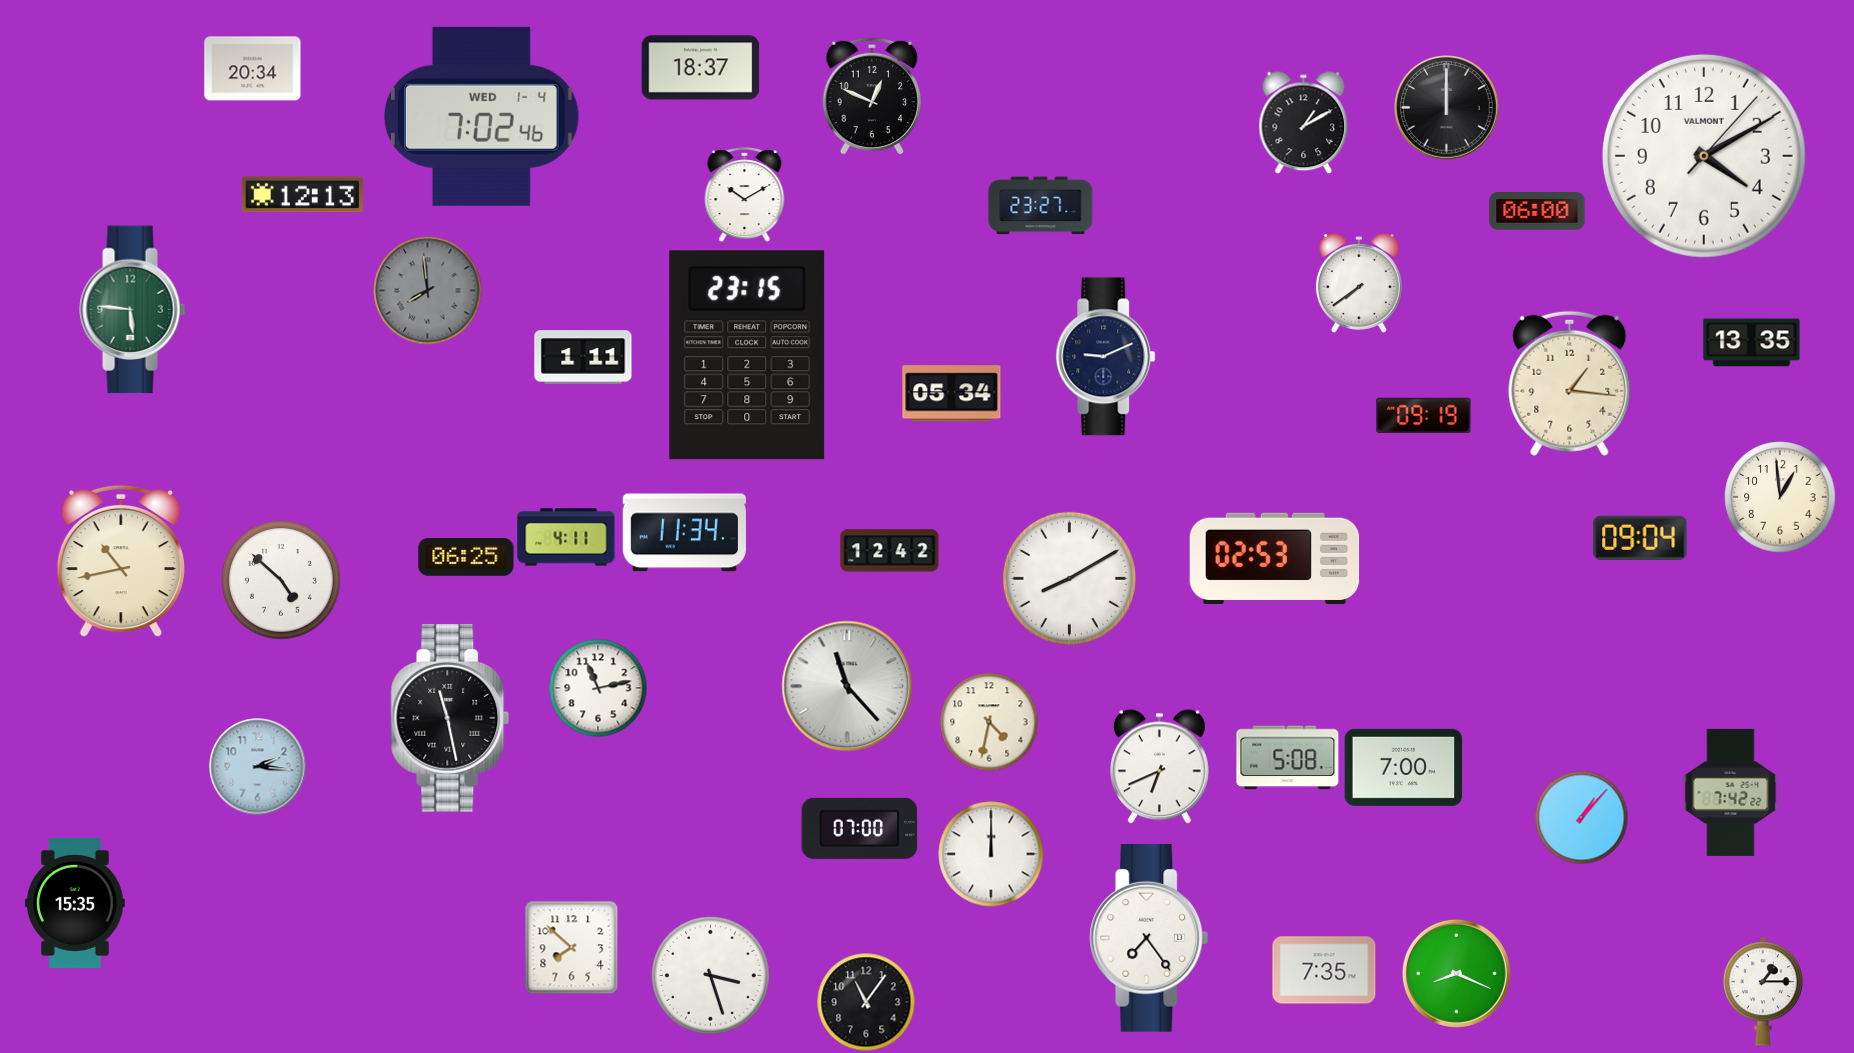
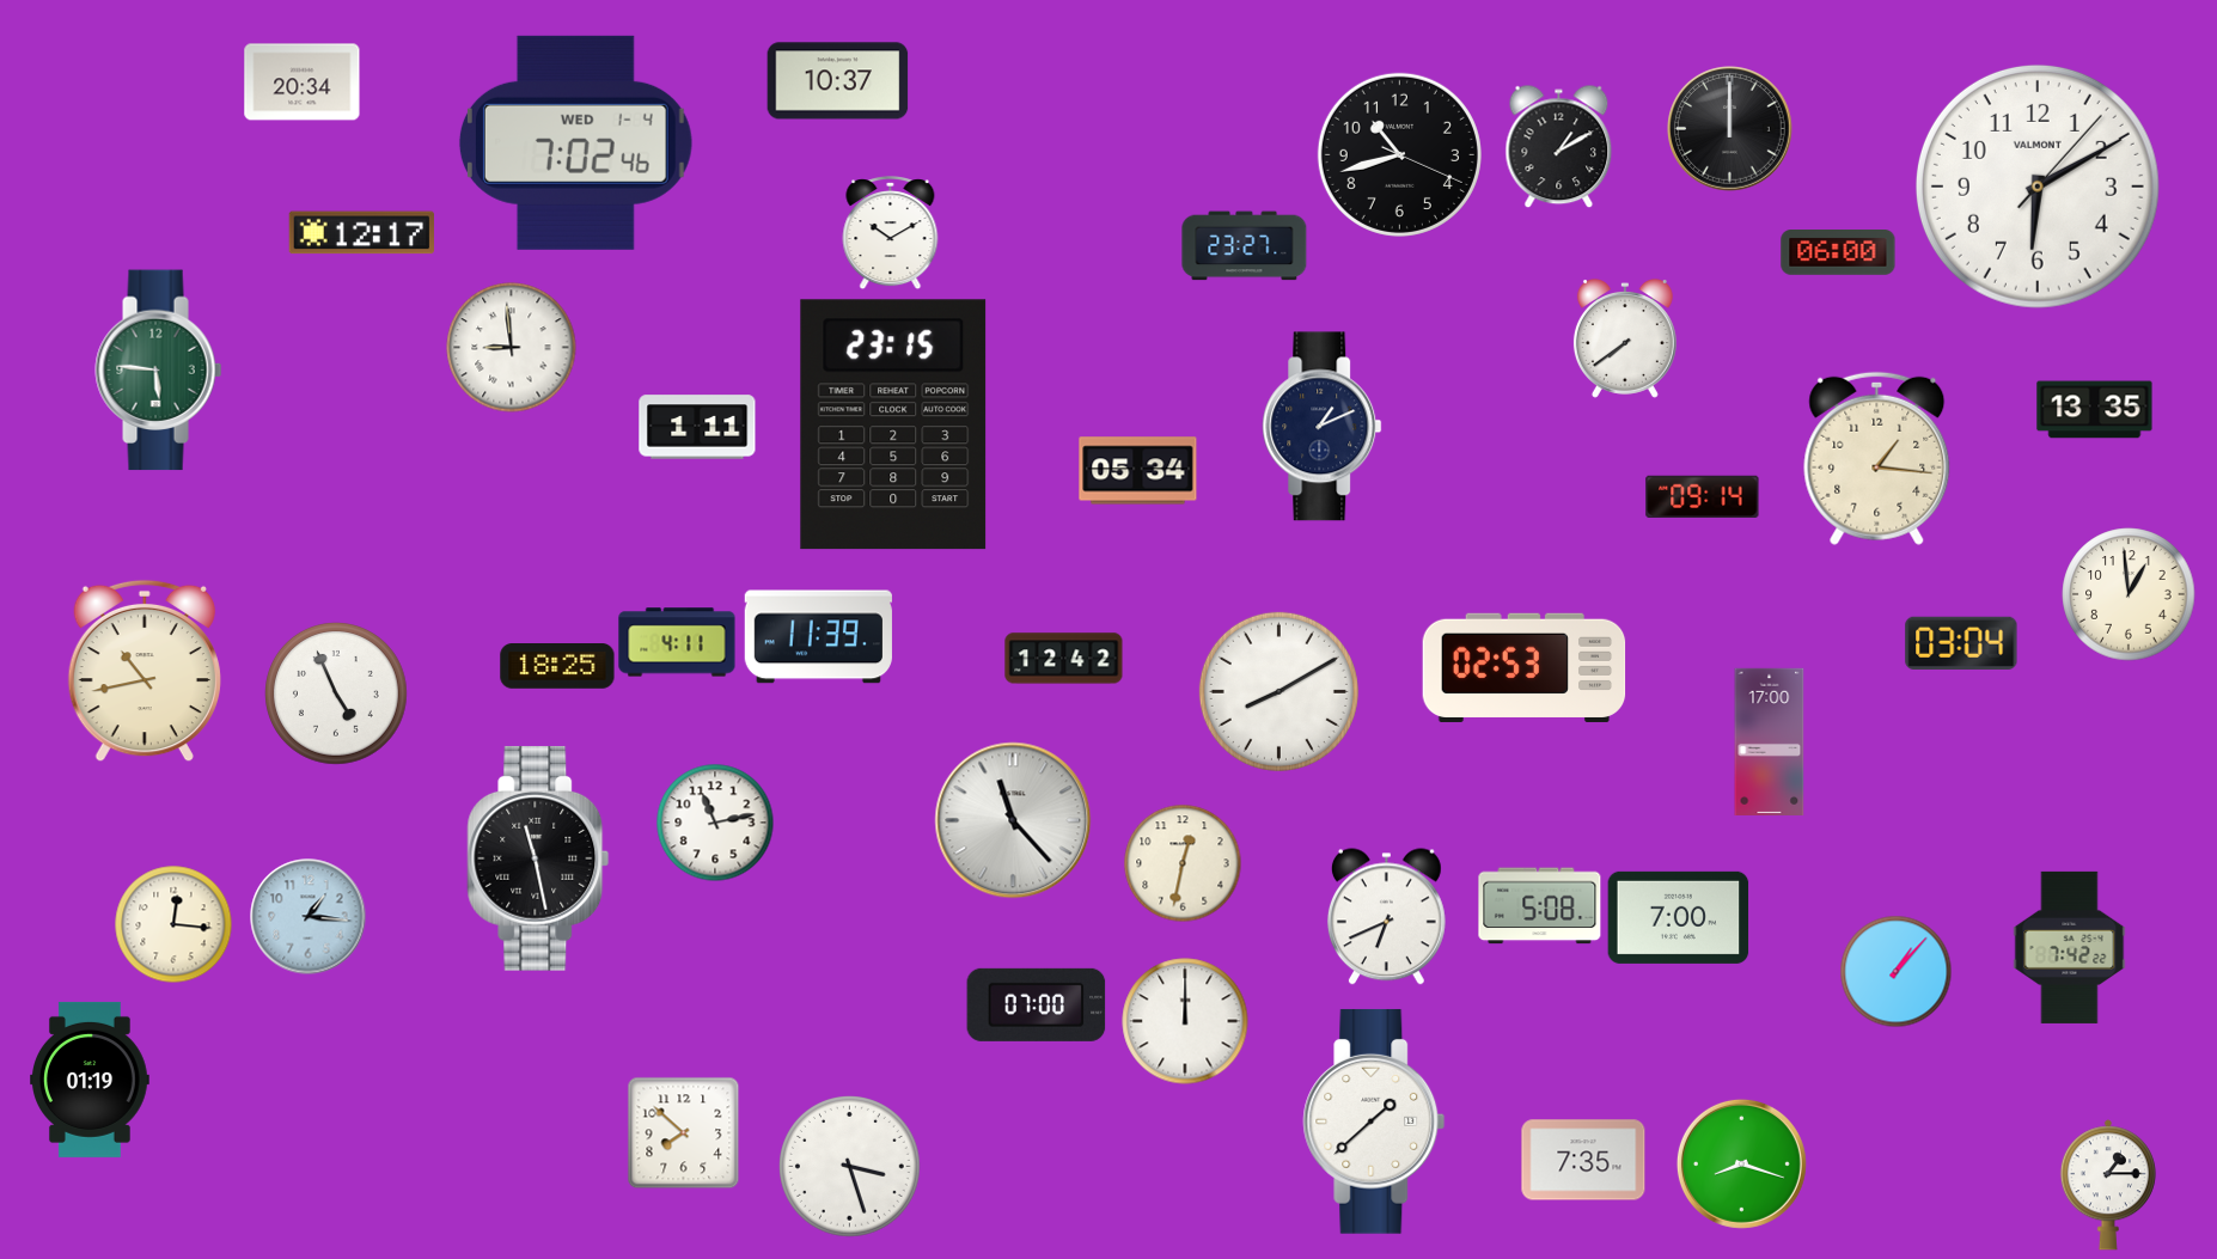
clock at (701, 68): 18:37 -> 10:37
clock at (872, 96): 12:49 -> none
clock at (481, 116) position: (481, 116) -> (575, 142)
clock at (1399, 154): none -> 10:42
clock at (1704, 156): 4:10 -> 6:10
clock at (302, 195): 12:13 -> 12:17
clock at (428, 291): 7:59 -> 8:59
clock at (428, 291) dial: grey -> white
clock at (1106, 357): 9:11 -> 1:11
clock at (1424, 415): 09:19 -> 09:14
clock at (684, 533): 11:34 -> 11:39
clock at (1640, 538): 09:04 -> 03:04
clock at (466, 558): 06:25 -> 18:25
clock at (282, 581): 4:52 -> 4:56
clock at (1770, 741): none -> 17:00
clock at (989, 722): 4:32 -> 12:32
clock at (258, 767): 2:16 -> 1:16
clock at (173, 924): none -> 12:16
clock at (1581, 817) position: (1581, 817) -> (1895, 971)
clock at (860, 828) position: (860, 828) -> (1037, 1004)
clock at (76, 903): 15:35 -> 01:19
clock at (1149, 938): 7:24 -> 1:38
clock at (1456, 973): 8:19 -> 8:18
clock at (866, 1002): 11:06 -> none
